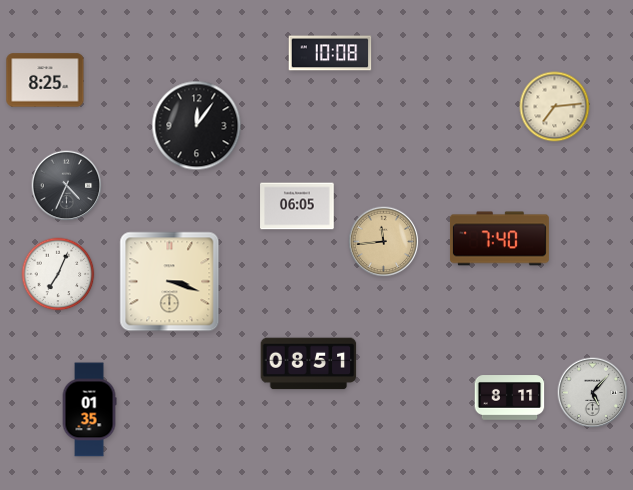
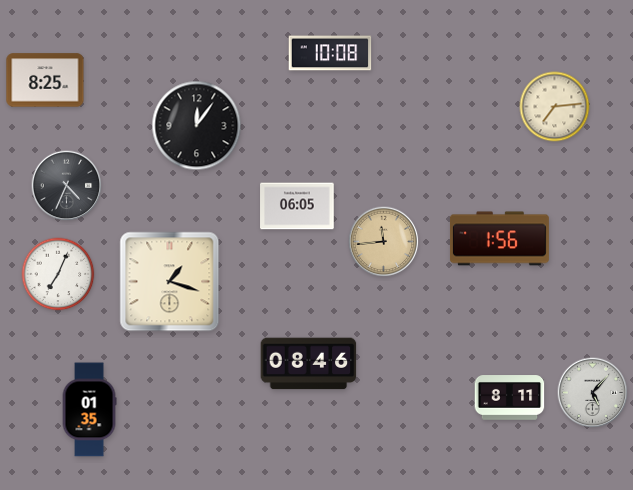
clock at (499, 239): 7:40 -> 1:56
clock at (170, 282): 3:18 -> 1:18
clock at (309, 364): 08:51 -> 08:46
